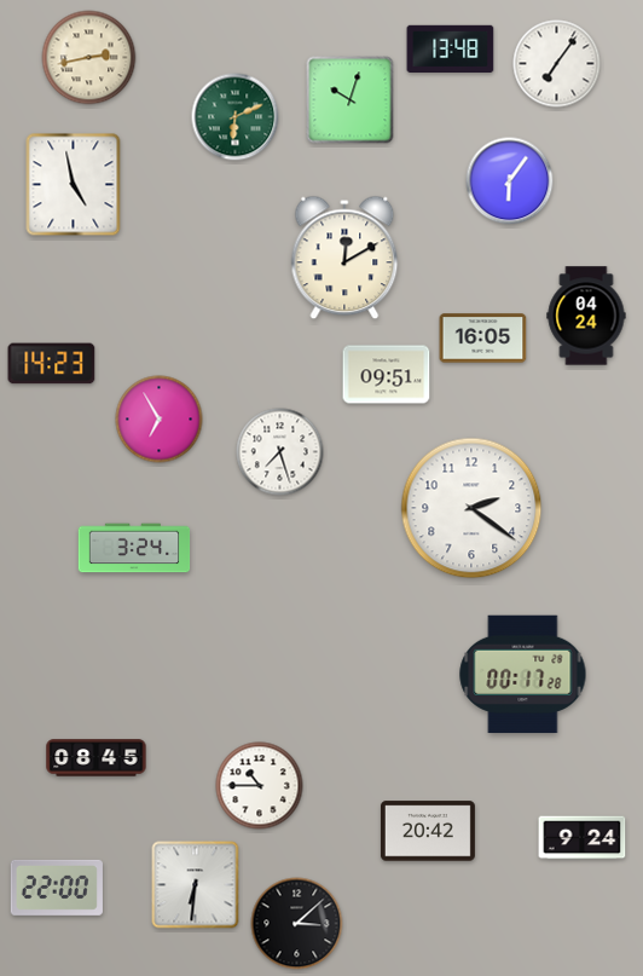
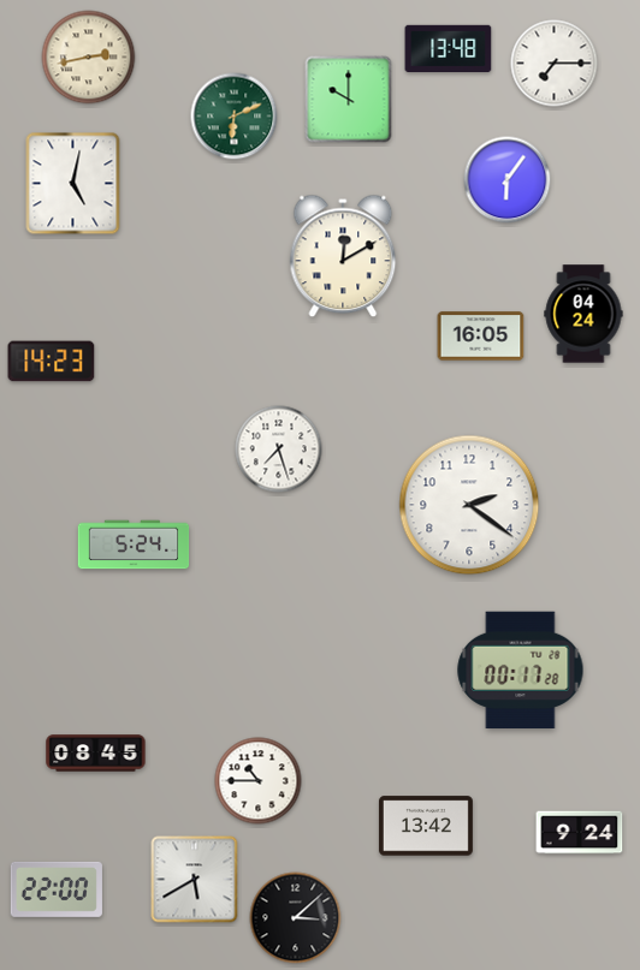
clock at (557, 64): 7:06 -> 7:15
clock at (351, 100): 10:03 -> 10:00
clock at (74, 185): 4:58 -> 5:02
clock at (387, 375): 09:51 -> none
clock at (160, 420): 6:55 -> none
clock at (134, 548): 3:24 -> 5:24
clock at (428, 831): 20:42 -> 13:42
clock at (196, 885): 6:31 -> 5:40
clock at (57, 888) position: (57, 888) -> (57, 889)
